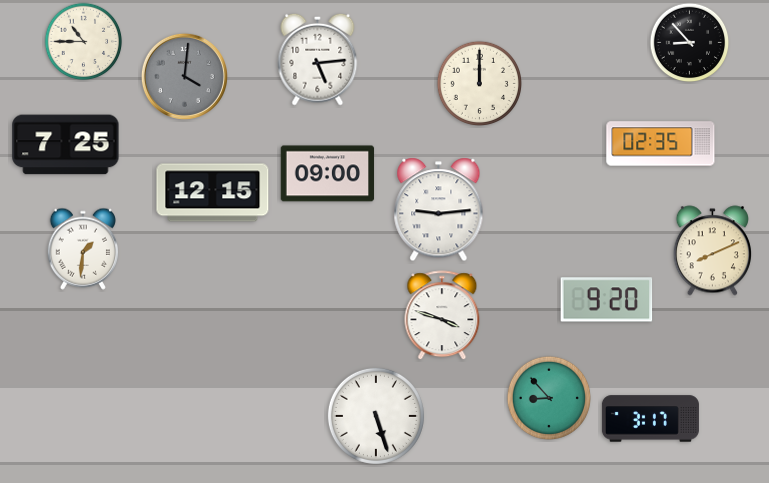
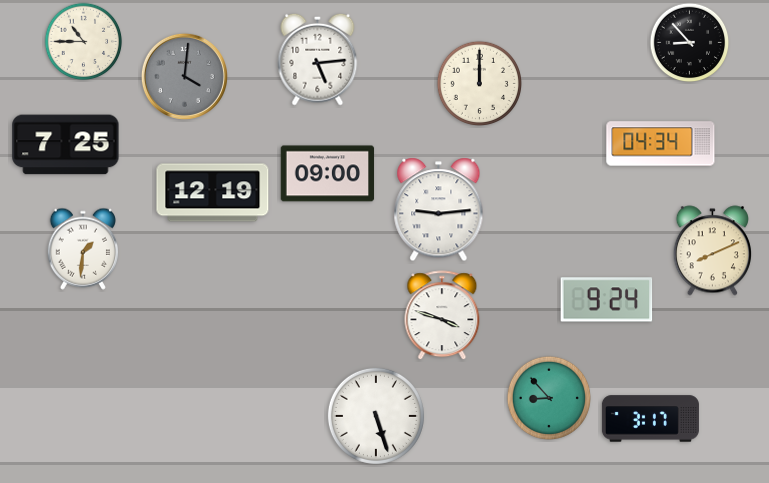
clock at (661, 144): 02:35 -> 04:34
clock at (213, 193): 12:15 -> 12:19
clock at (607, 300): 9:20 -> 9:24
